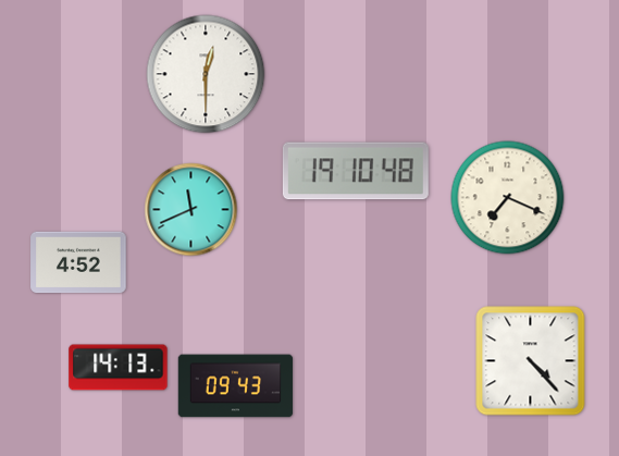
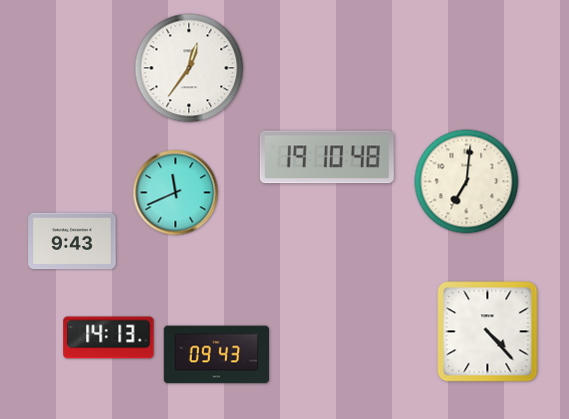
clock at (206, 74): 12:30 -> 12:36
clock at (508, 198): 7:19 -> 7:01
clock at (78, 262): 4:52 -> 9:43
